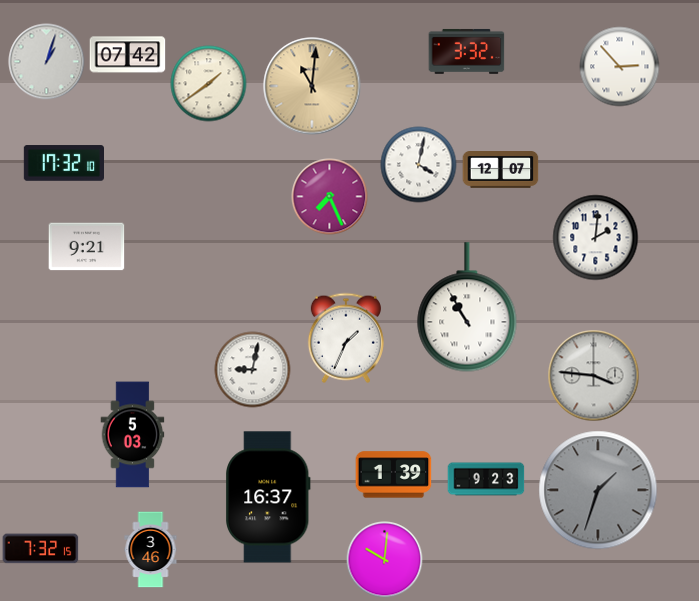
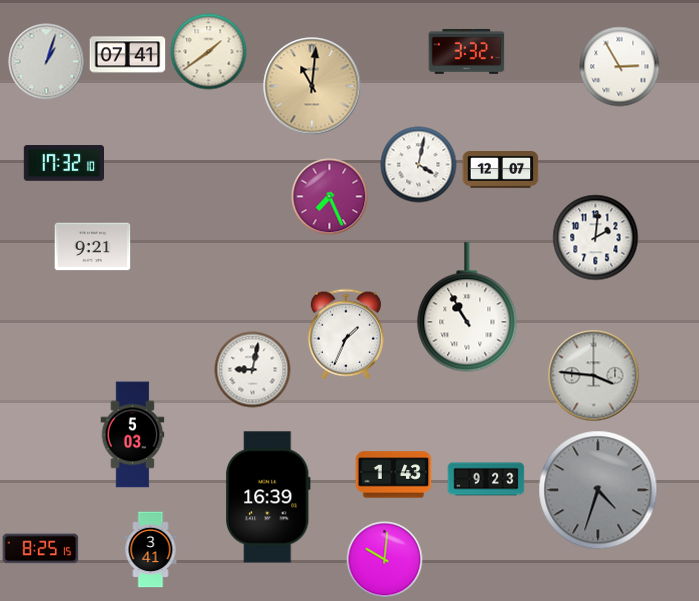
clock at (128, 55): 07:42 -> 07:41
clock at (620, 67): 2:53 -> 2:55
clock at (209, 84) position: (209, 84) -> (209, 52)
clock at (87, 247) position: (87, 247) -> (93, 247)
clock at (346, 338) position: (346, 338) -> (346, 334)
clock at (394, 475): 1:39 -> 1:43
clock at (598, 490): 1:33 -> 4:33
clock at (268, 497): 16:37 -> 16:39
clock at (41, 549): 7:32 -> 8:25
clock at (151, 550): 3:46 -> 3:41
